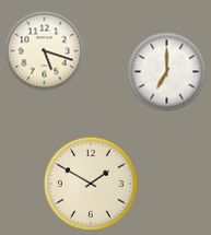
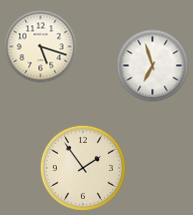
clock at (167, 72): 7:00 -> 6:57
clock at (91, 184): 1:50 -> 1:54
